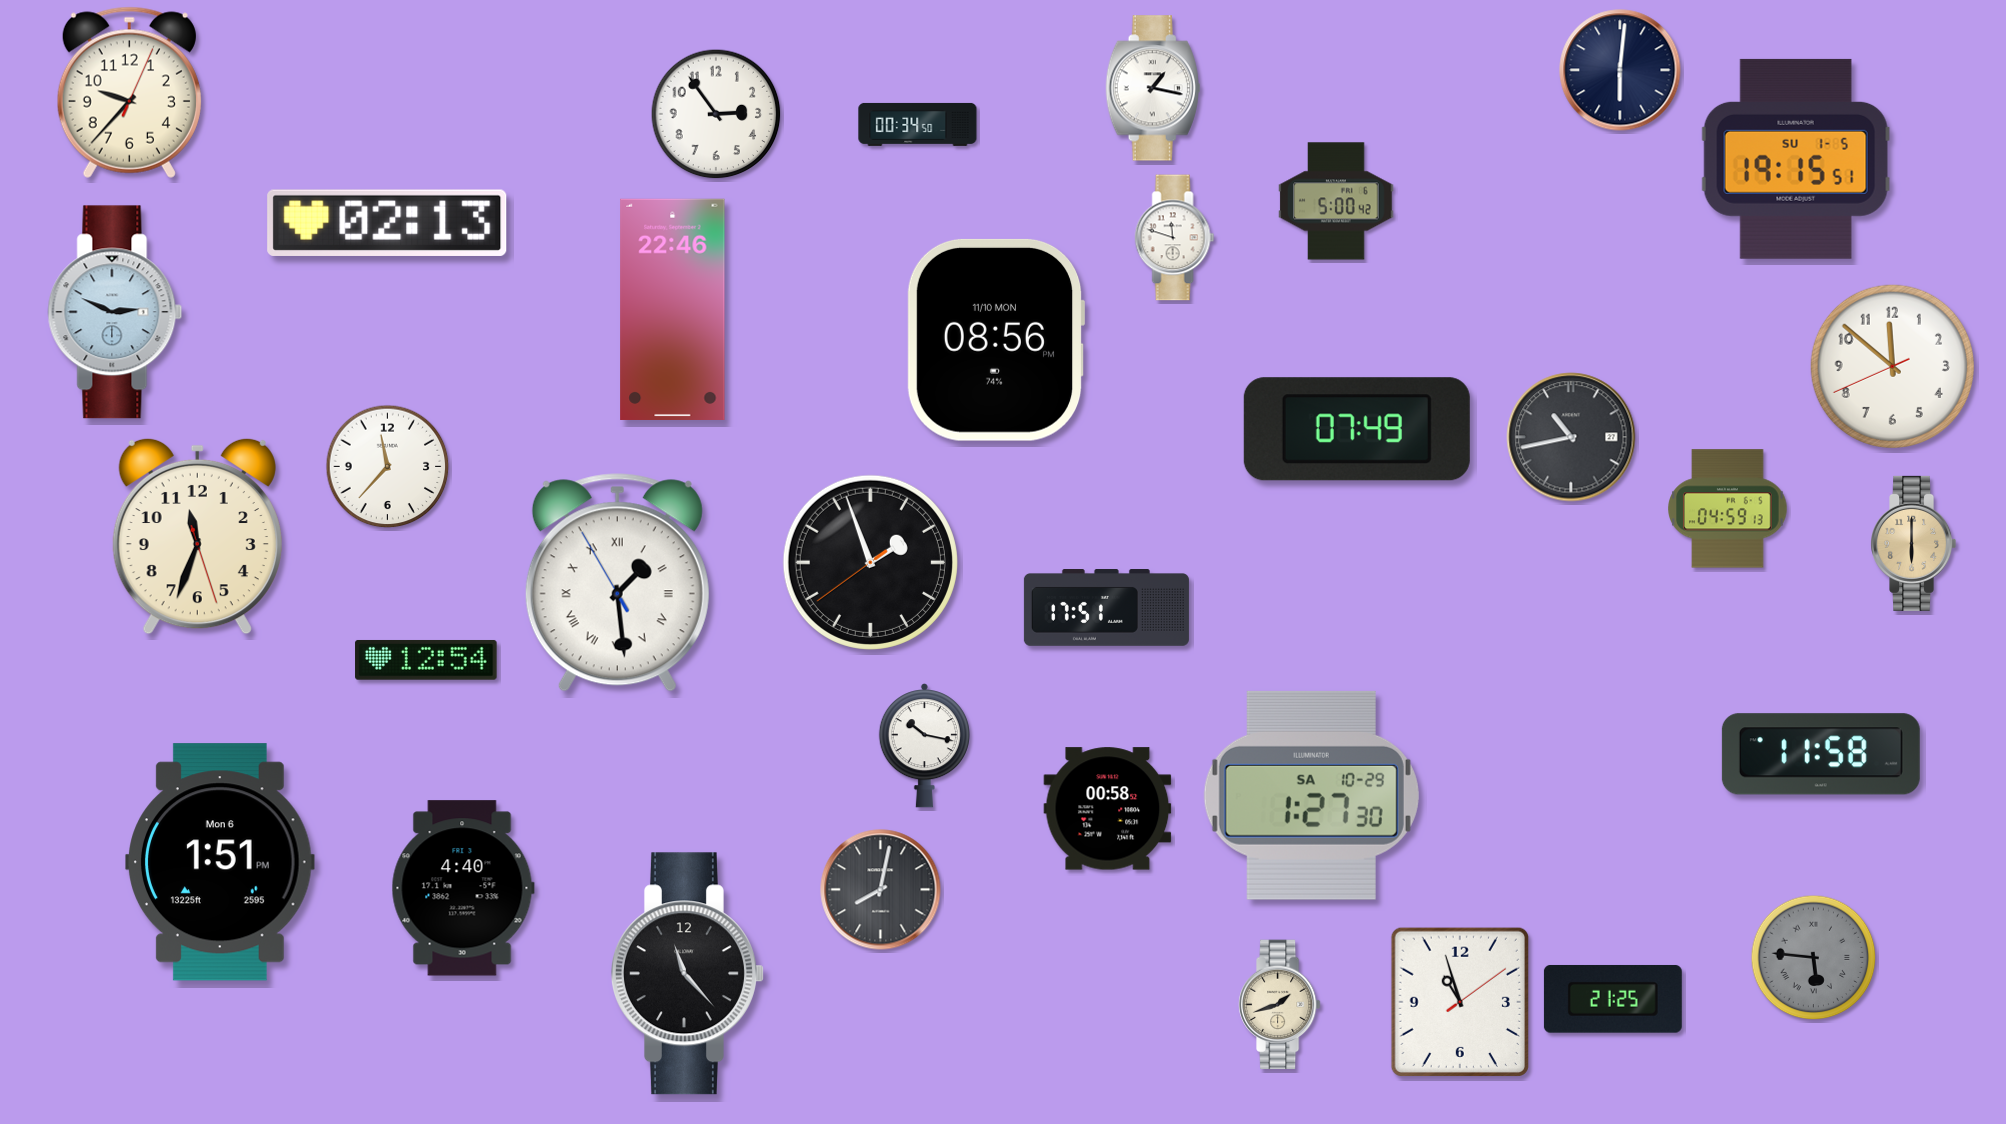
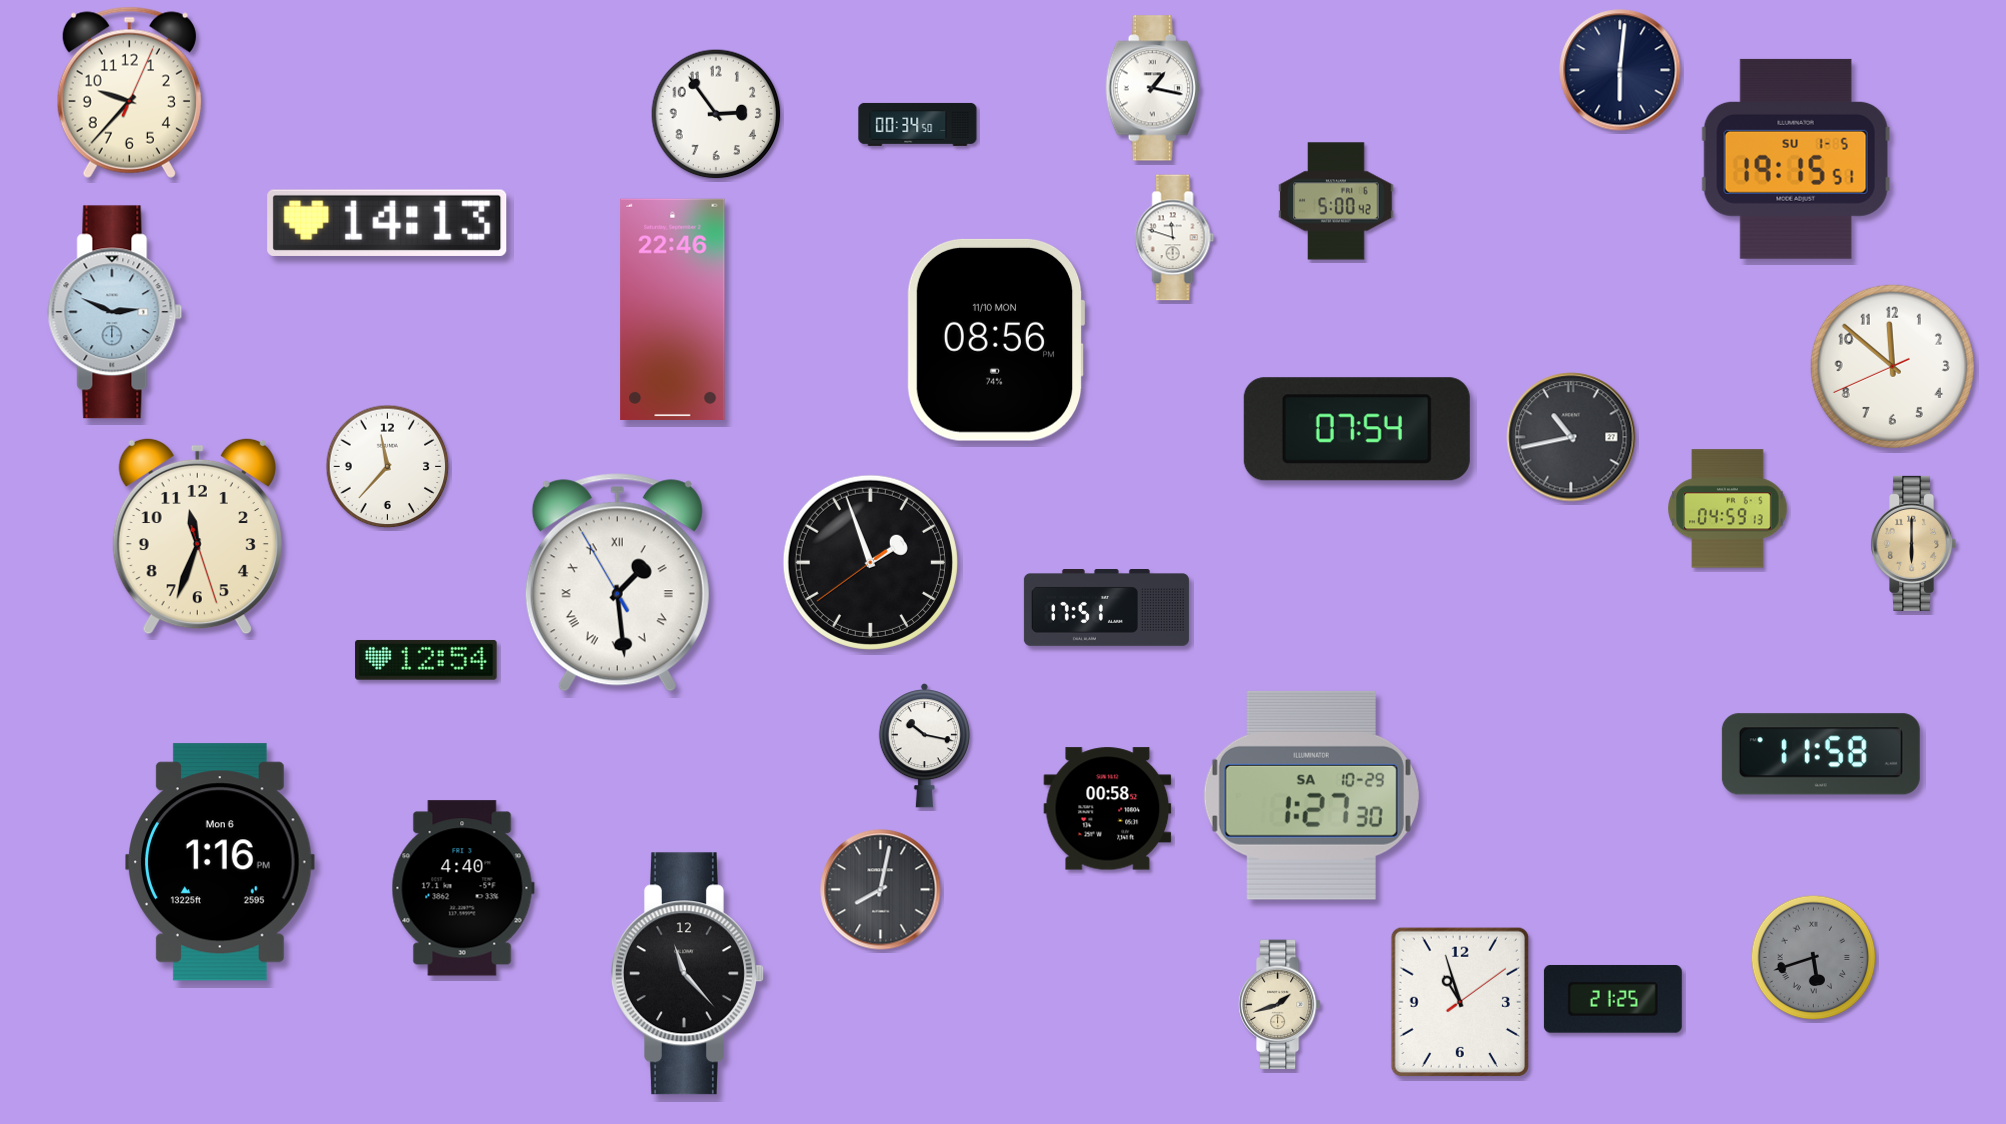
clock at (387, 223): 02:13 -> 14:13
clock at (1357, 429): 07:49 -> 07:54
clock at (220, 862): 1:51 -> 1:16
clock at (1814, 958): 5:46 -> 5:42
